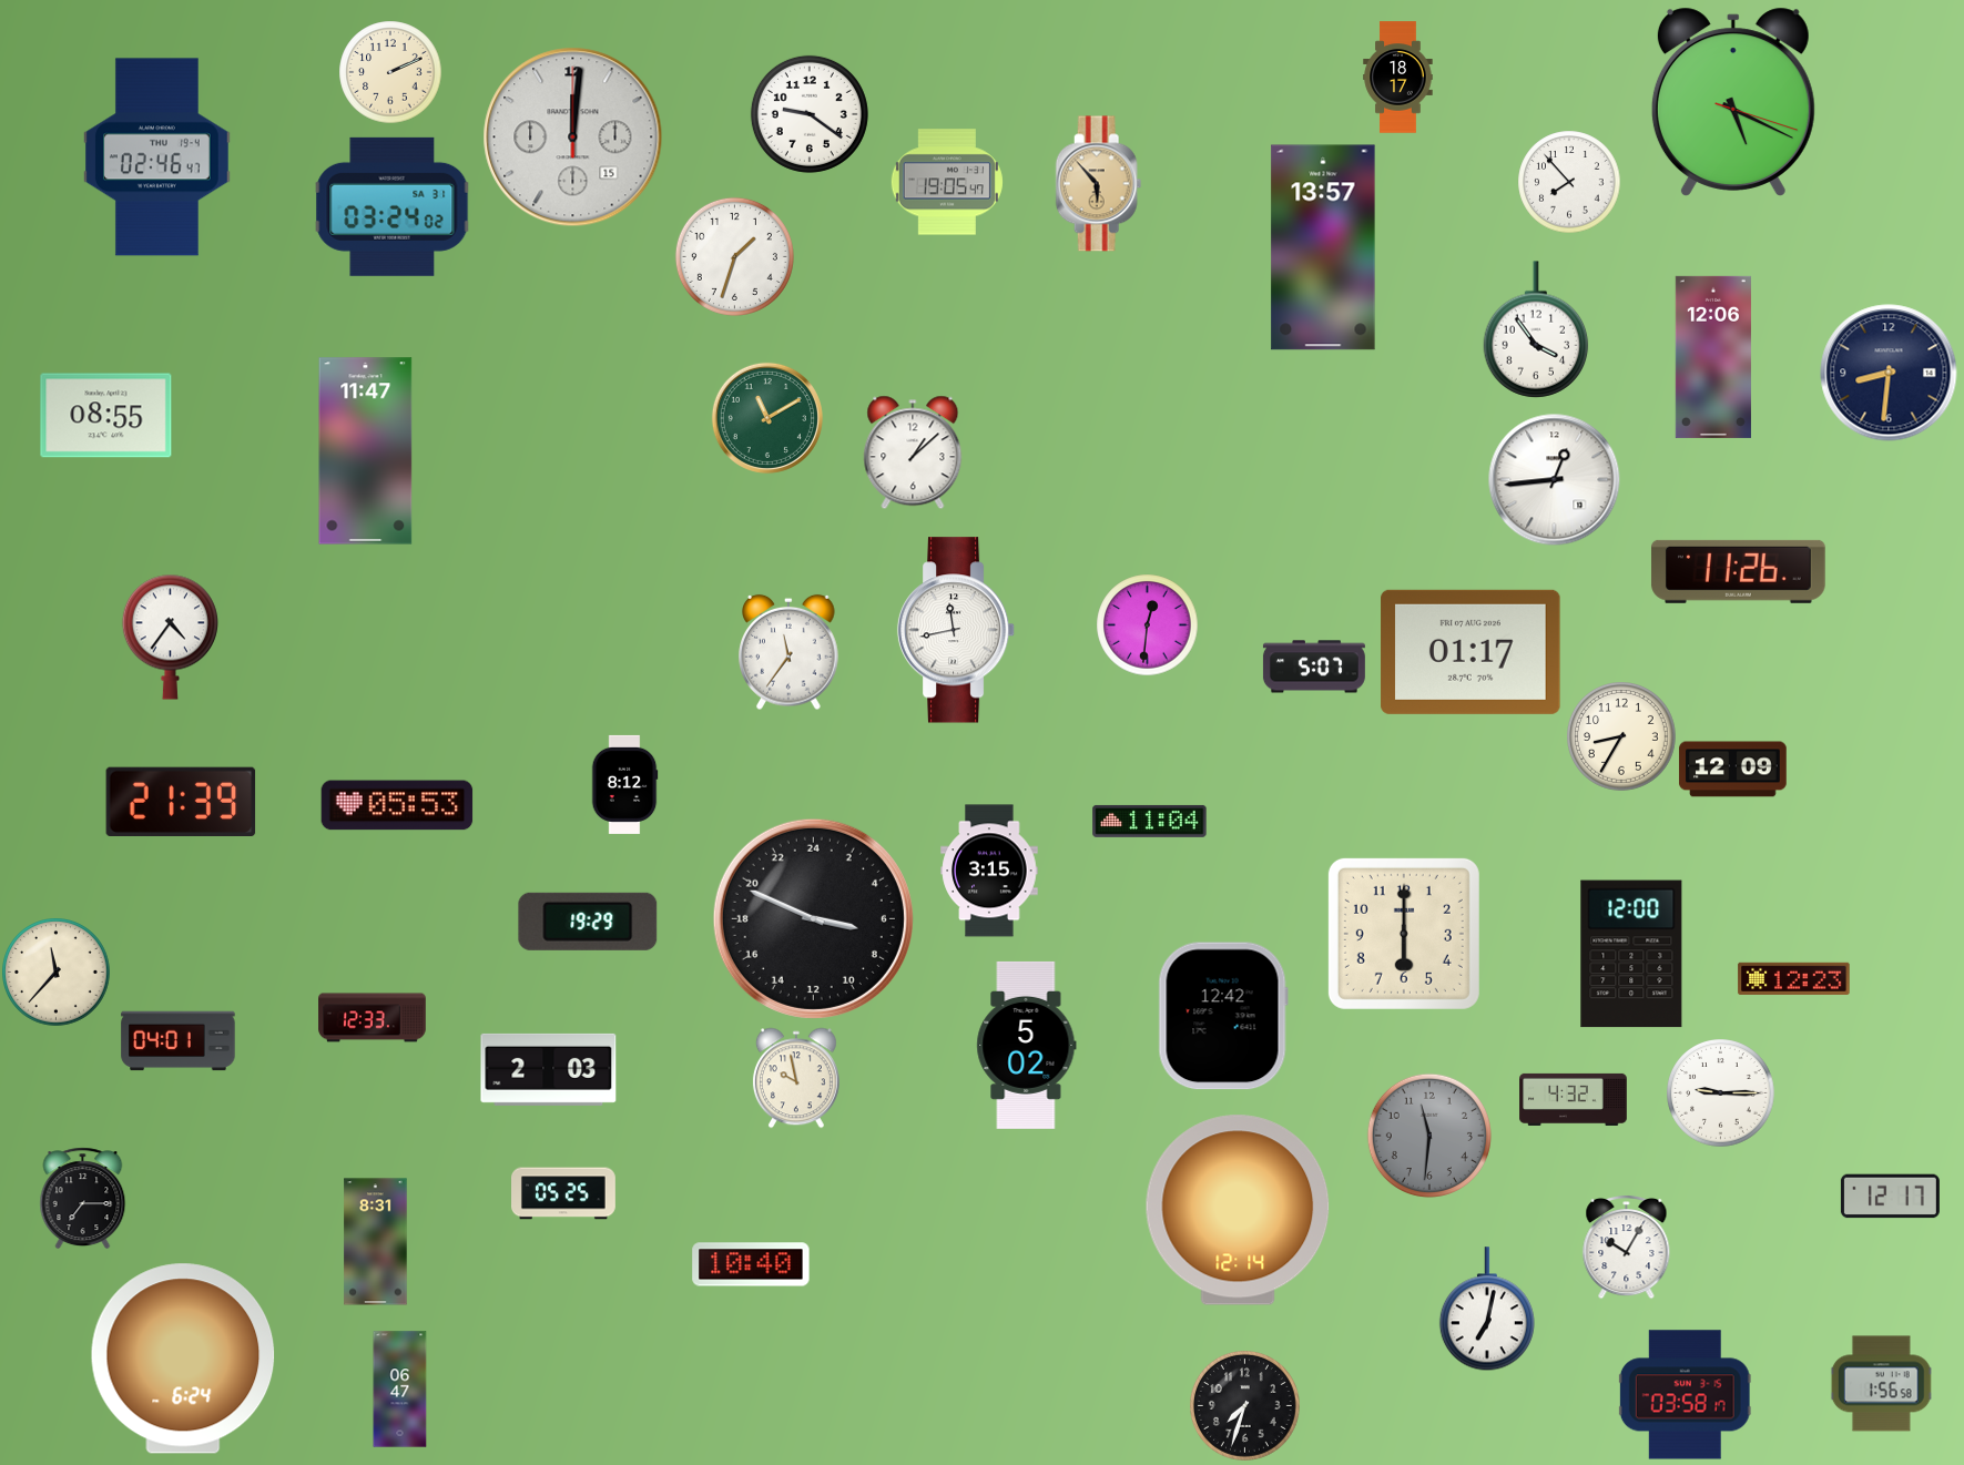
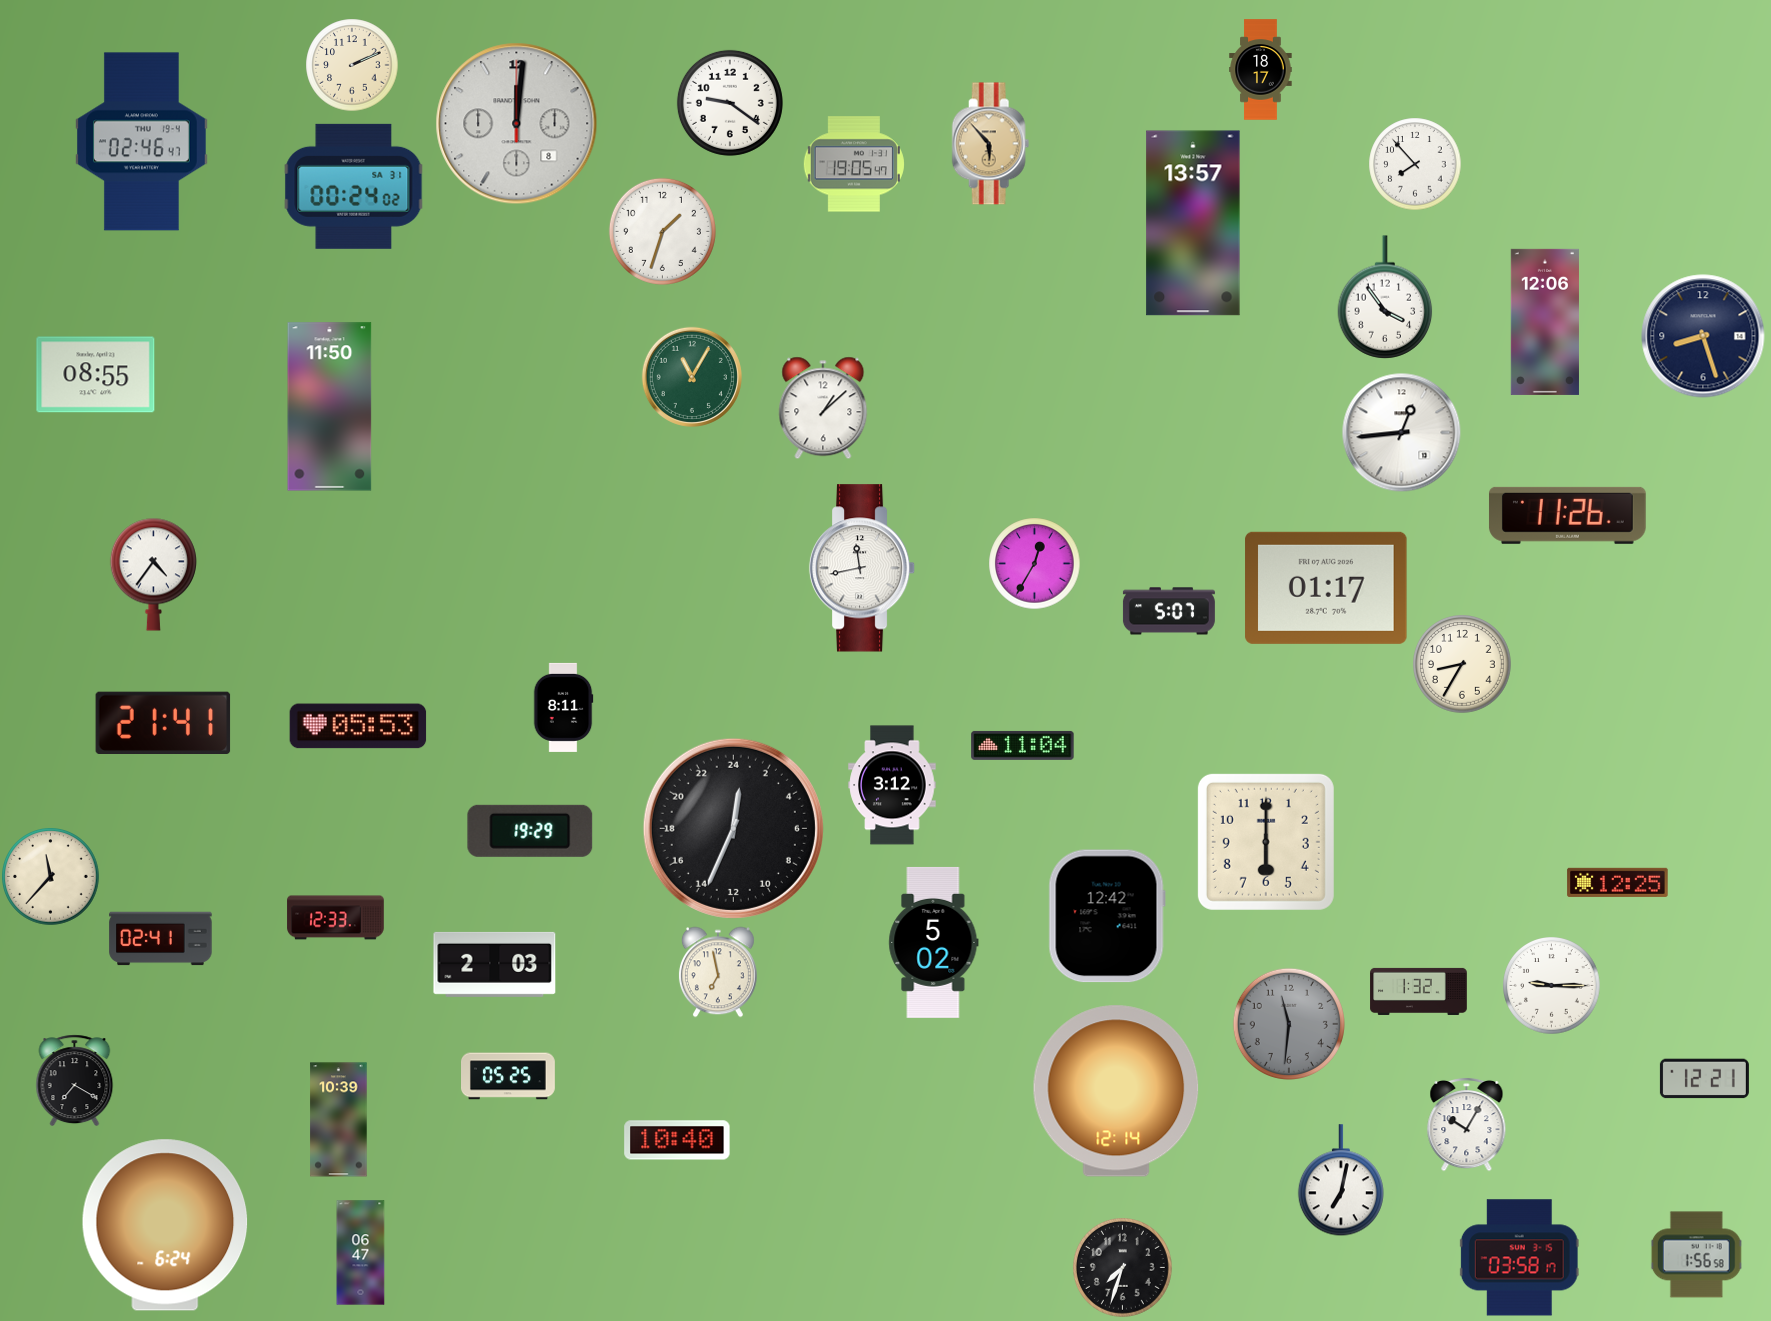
clock at (1733, 102): 5:19 -> none
clock at (573, 138) date: 15 -> 8
clock at (1099, 184) position: (1099, 184) -> (991, 144)
clock at (393, 206): 03:24 -> 00:24
clock at (1889, 373): 8:31 -> 8:27
clock at (767, 418): 11:10 -> 11:05
clock at (366, 451): 11:47 -> 11:50
clock at (1147, 624): 12:31 -> 12:35
clock at (788, 652): 11:36 -> none
clock at (1314, 667) position: (1314, 667) -> (1169, 611)
clock at (1733, 770): 12:09 -> none
clock at (624, 784): 8:12 -> 8:11
clock at (181, 801): 21:39 -> 21:41
clock at (1150, 821) position: (1150, 821) -> (1023, 745)
clock at (989, 871): 3:15 -> 3:12
clock at (813, 918): 6:49 -> 0:34
clock at (1631, 954): 12:00 -> none
clock at (1794, 978): 12:23 -> 12:25
clock at (1223, 1016) position: (1223, 1016) -> (1107, 916)
clock at (179, 1041): 04:01 -> 02:41
clock at (1027, 1045) position: (1027, 1045) -> (934, 942)
clock at (796, 1078): 9:58 -> 6:58
clock at (1574, 1099): 4:32 -> 1:32
clock at (1890, 1197): 12:17 -> 12:21
clock at (83, 1198): 7:15 -> 7:20
clock at (376, 1242): 8:31 -> 10:39
clock at (1881, 1384) position: (1881, 1384) -> (1696, 1255)
